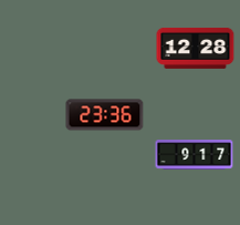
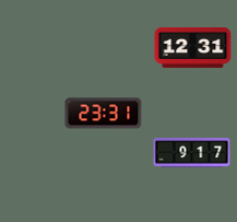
clock at (196, 48): 12:28 -> 12:31
clock at (105, 115): 23:36 -> 23:31
